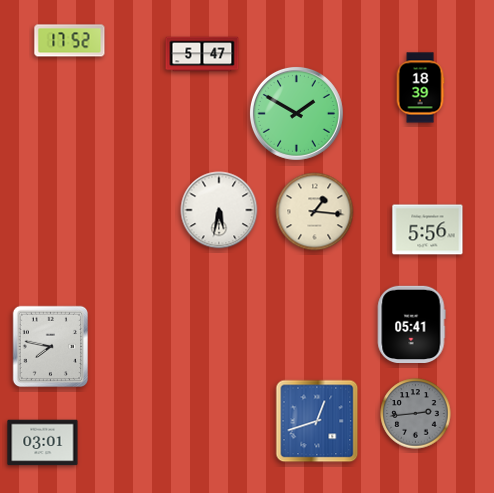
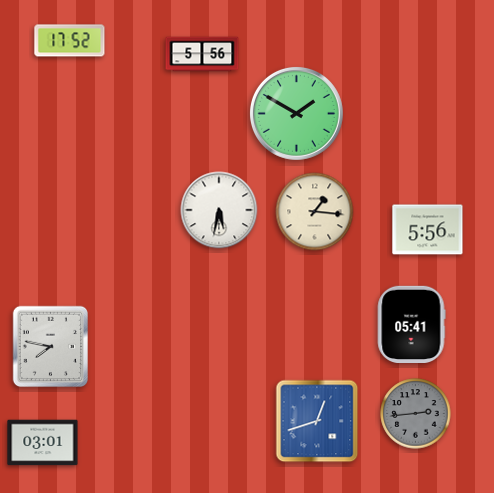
clock at (202, 54): 5:47 -> 5:56
clock at (420, 88): 18:39 -> none
